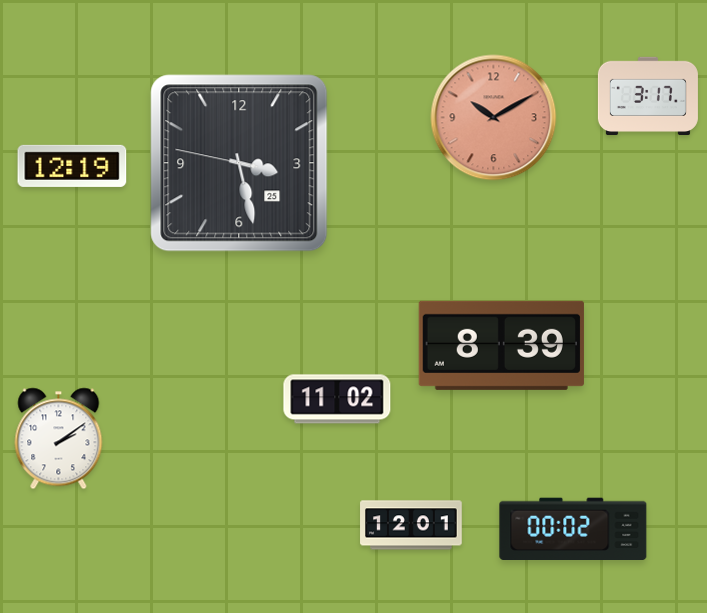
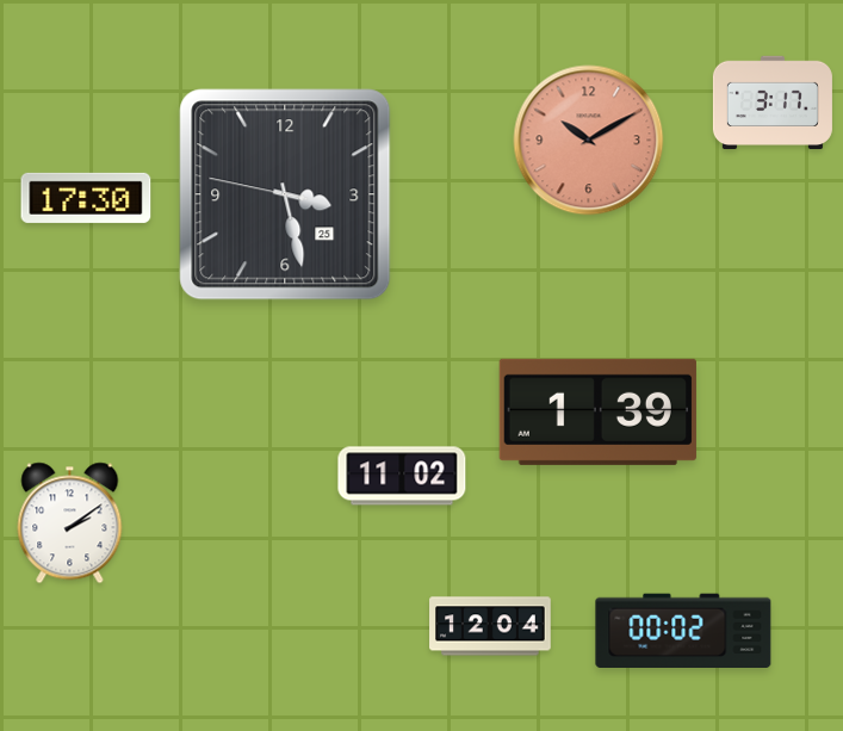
clock at (648, 96) position: (648, 96) -> (773, 103)
clock at (72, 166): 12:19 -> 17:30
clock at (501, 345): 8:39 -> 1:39
clock at (411, 525): 12:01 -> 12:04
